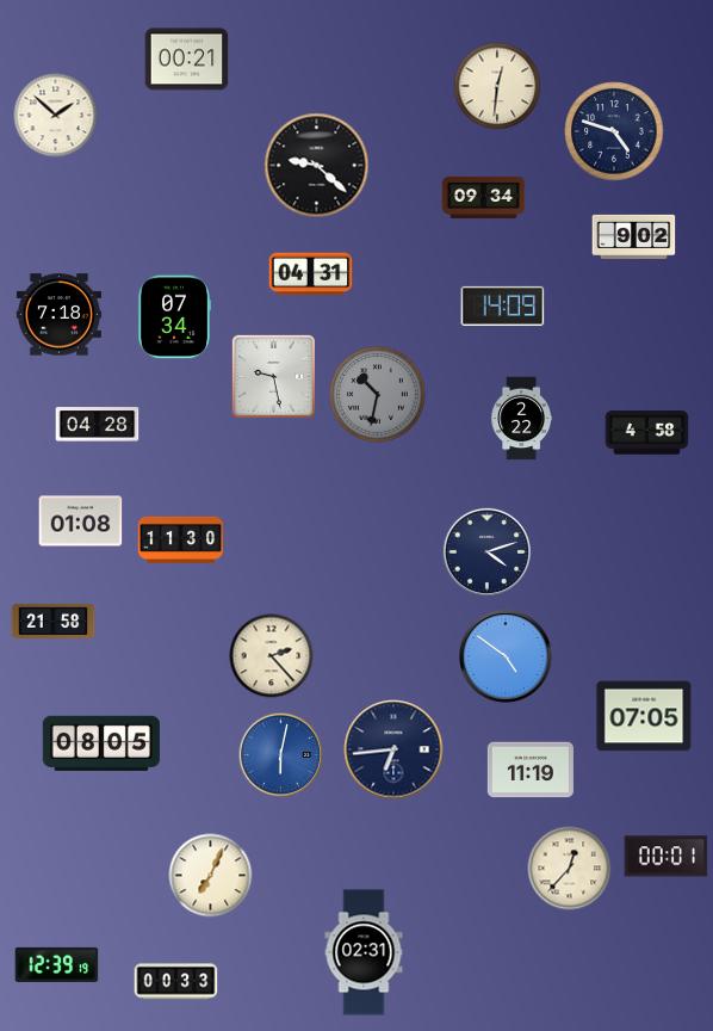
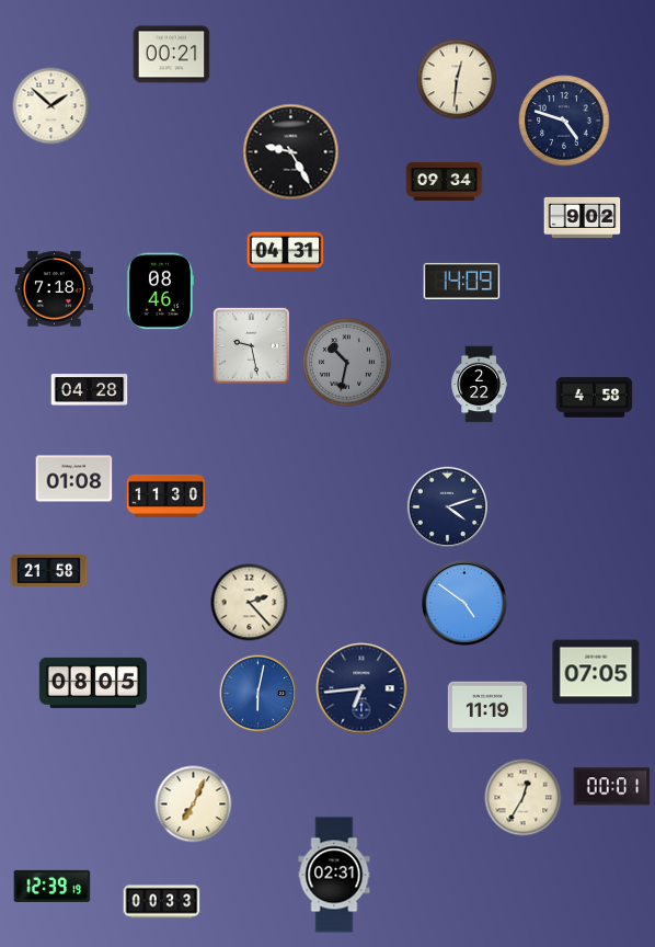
clock at (317, 166): 9:22 -> 9:25
clock at (173, 317): 07:34 -> 08:46
clock at (644, 716) position: (644, 716) -> (596, 672)
clock at (570, 869): 12:37 -> 12:35
